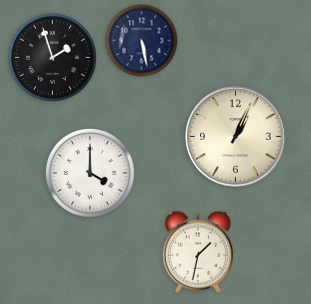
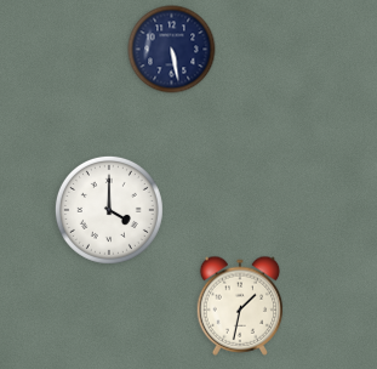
clock at (52, 57): 1:57 -> none
clock at (236, 137): 1:04 -> none
